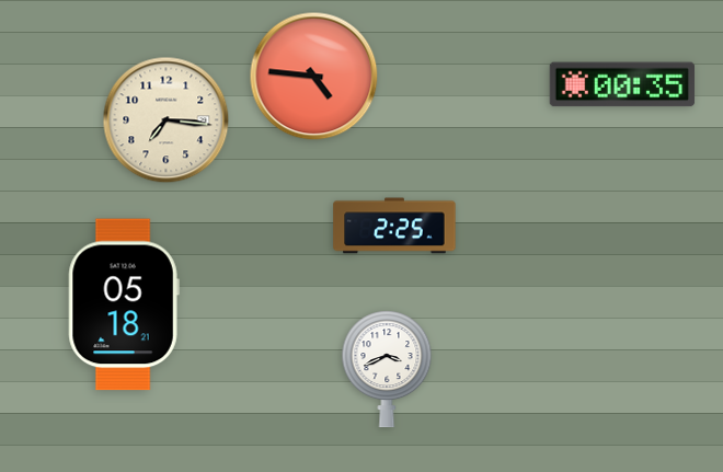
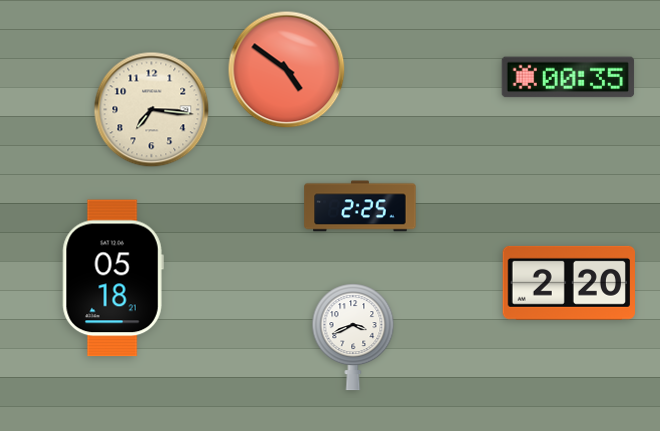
clock at (314, 77): 4:46 -> 4:51
clock at (568, 283): none -> 2:20
